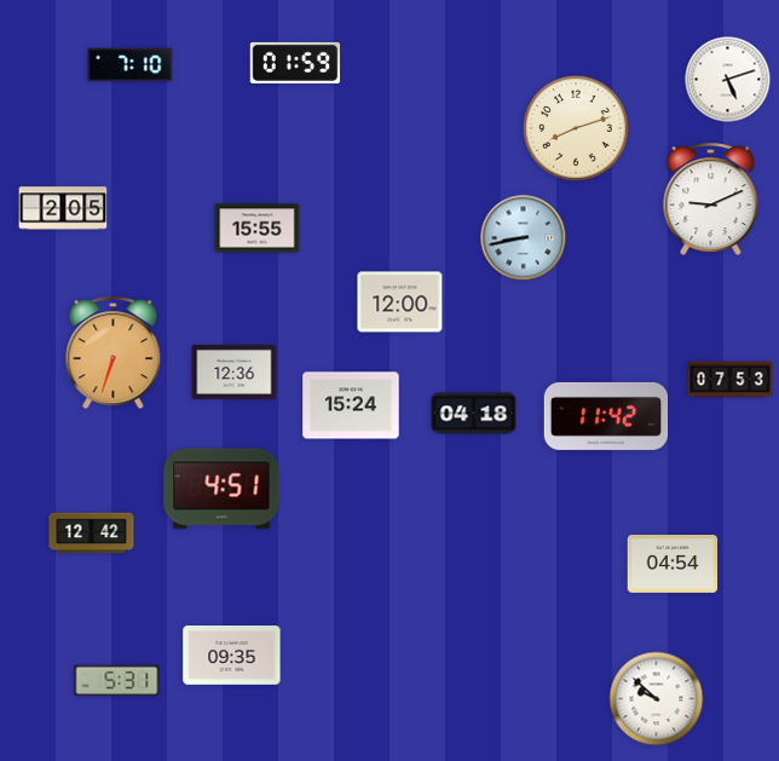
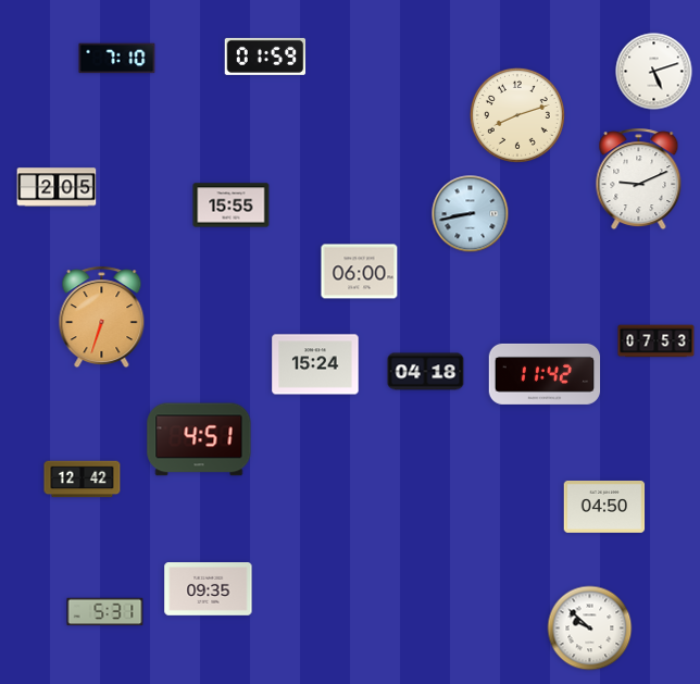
clock at (400, 302): 12:00 -> 06:00
clock at (235, 371): 12:36 -> none
clock at (673, 565): 04:54 -> 04:50
